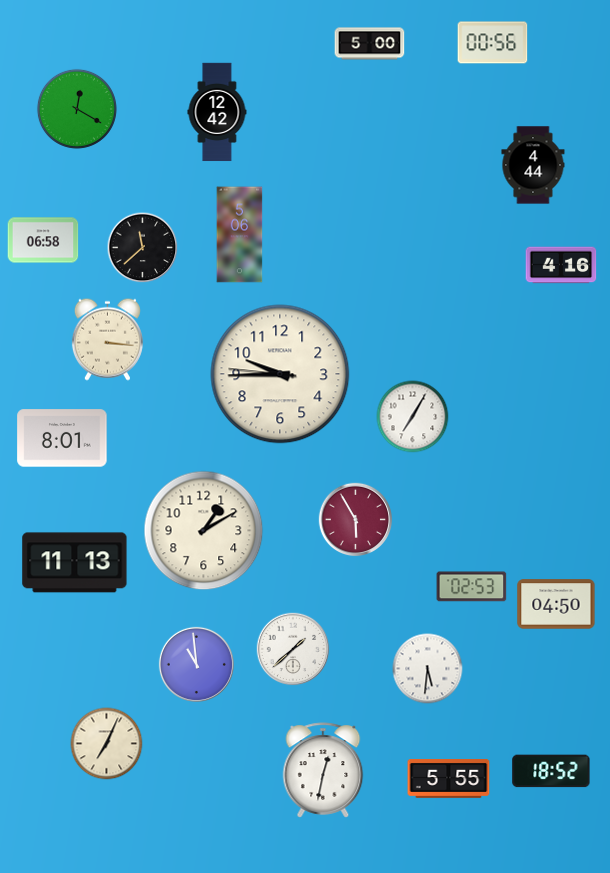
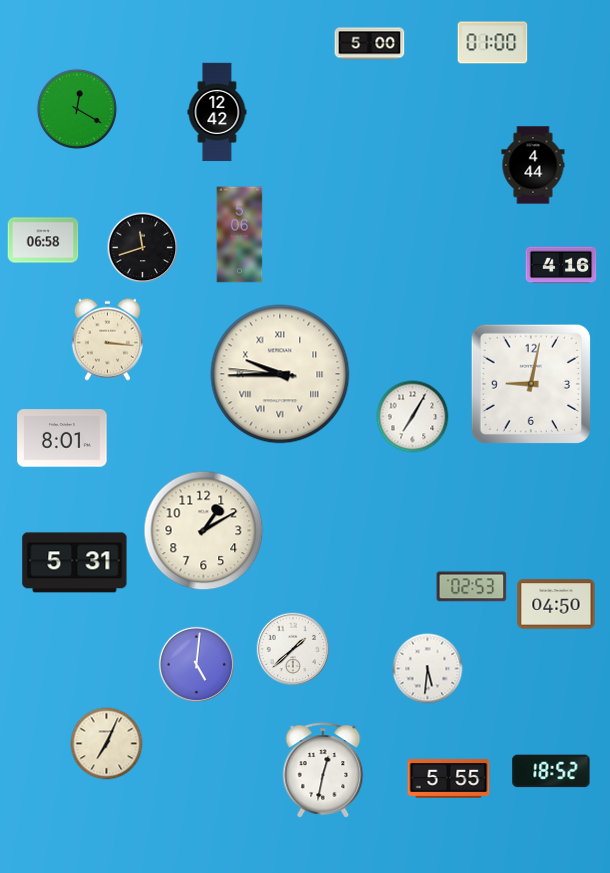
clock at (493, 43): 00:56 -> 01:00
clock at (143, 248): 11:38 -> 11:42
clock at (280, 374) numerals: Arabic -> Roman
clock at (531, 384): none -> 9:02
clock at (356, 520): 5:55 -> none
clock at (75, 563): 11:13 -> 5:31
clock at (196, 664): 10:59 -> 5:01
